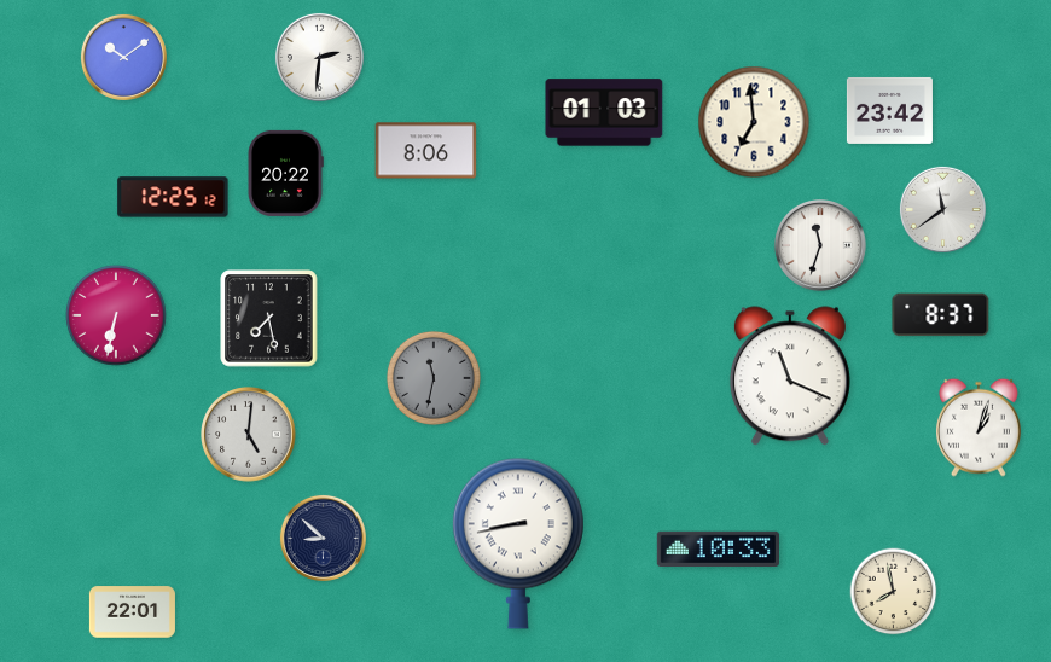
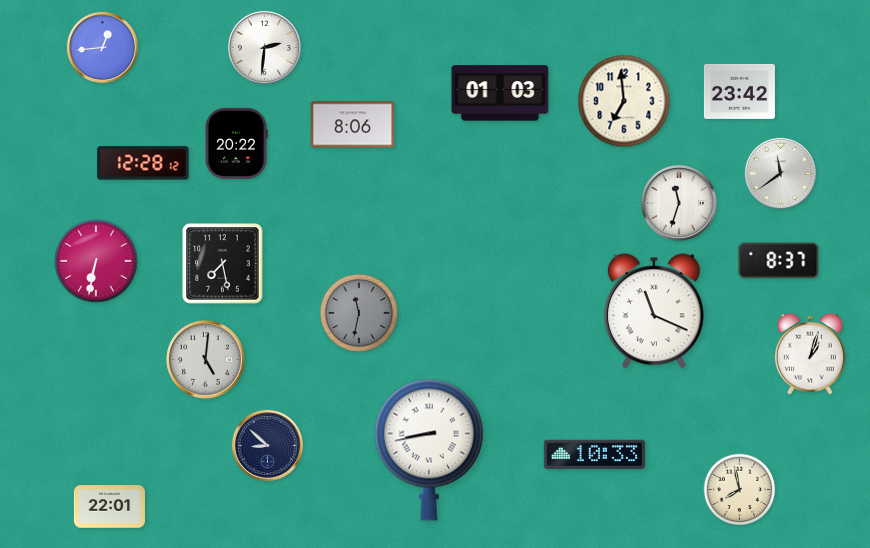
clock at (123, 57): 10:09 -> 12:44
clock at (889, 110) position: (889, 110) -> (739, 91)
clock at (173, 197): 12:25 -> 12:28
